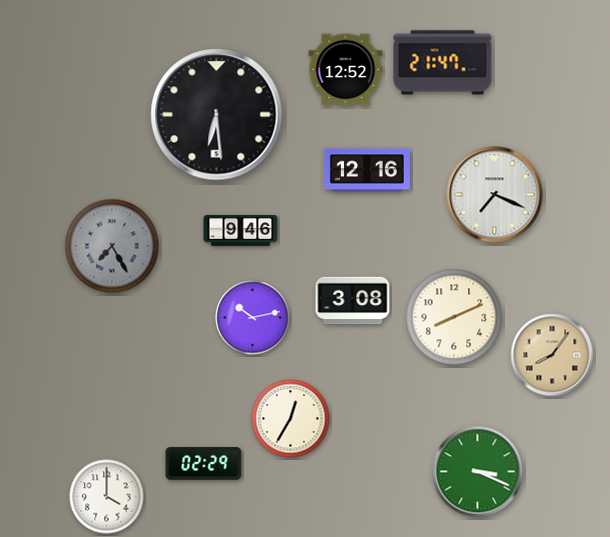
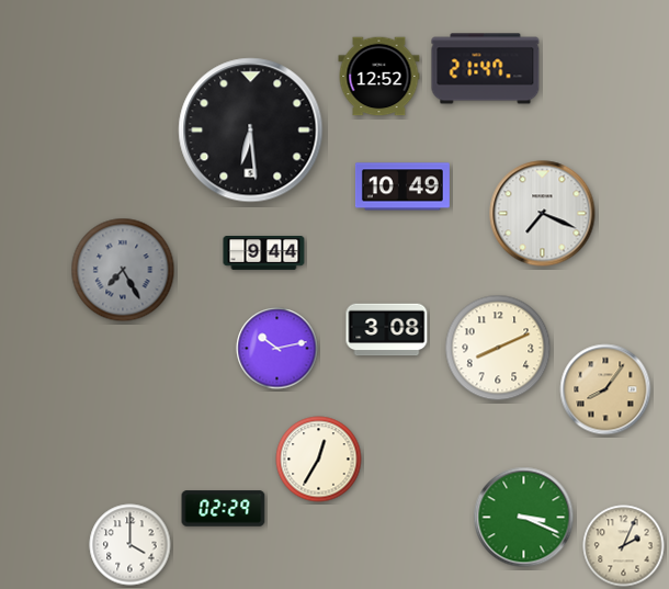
clock at (217, 115) position: (217, 115) -> (251, 131)
clock at (367, 170): 12:16 -> 10:49
clock at (241, 231): 9:46 -> 9:44
clock at (107, 497) position: (107, 497) -> (131, 545)
clock at (624, 546): none -> 2:04
